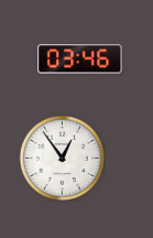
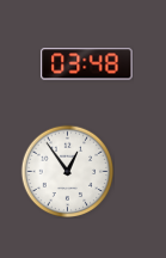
clock at (80, 59): 03:46 -> 03:48
